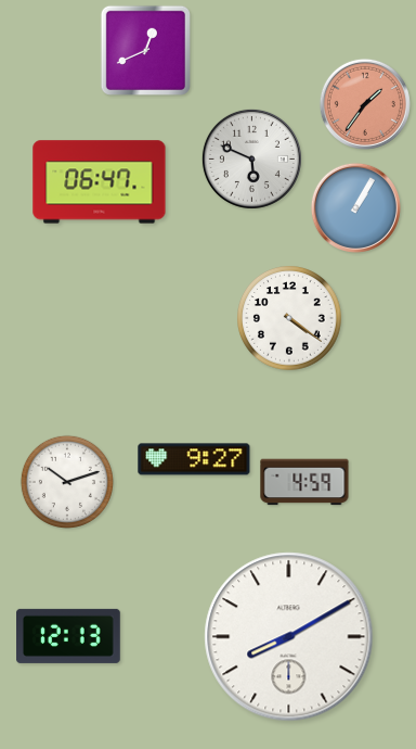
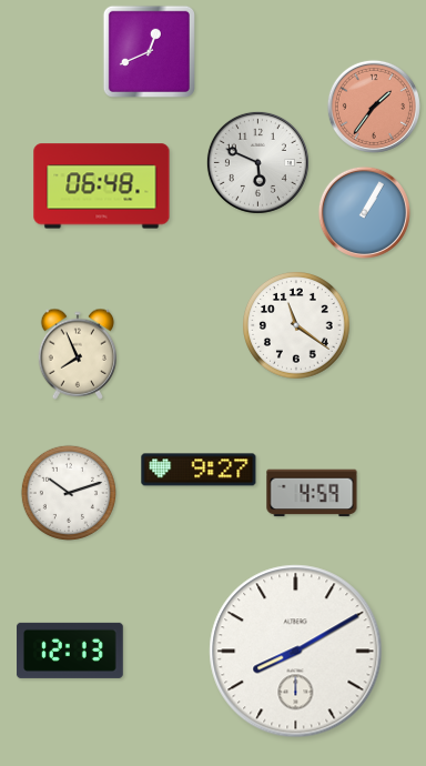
clock at (100, 182): 06:47 -> 06:48
clock at (290, 319): 4:21 -> 11:21
clock at (77, 354): none -> 7:56
